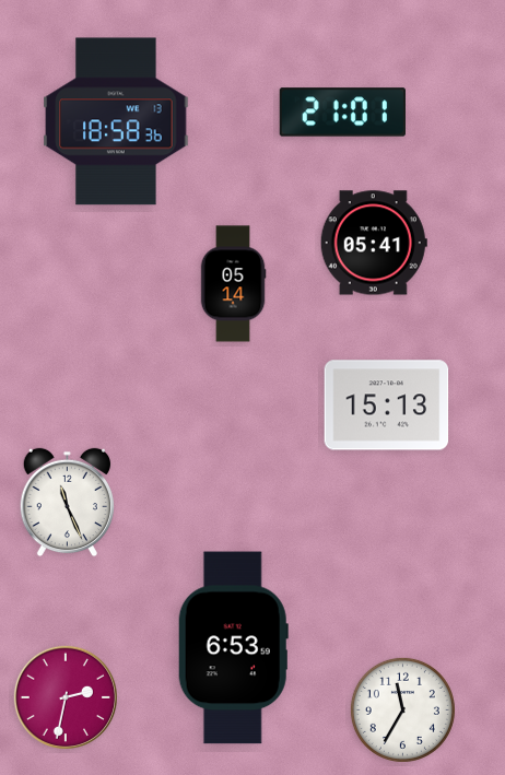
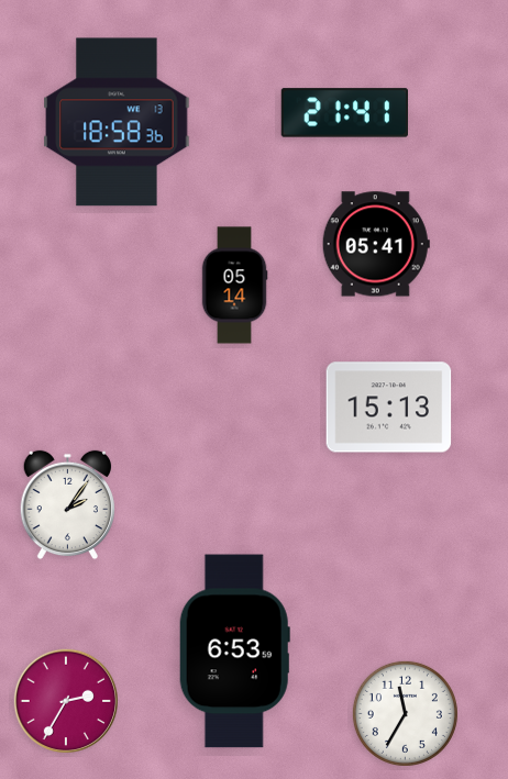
clock at (342, 113): 21:01 -> 21:41
clock at (67, 503): 11:26 -> 2:06
clock at (64, 696): 2:32 -> 2:35
